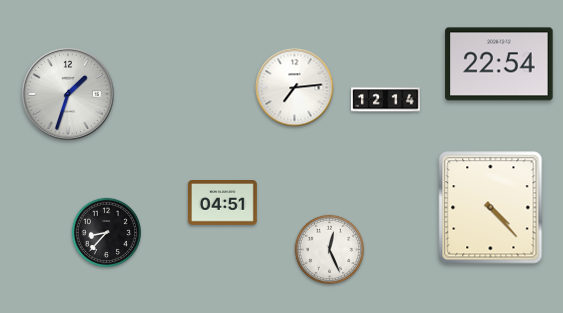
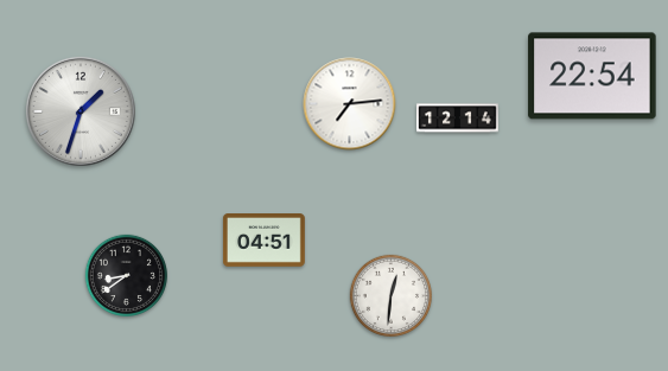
clock at (491, 208): 4:23 -> none
clock at (106, 232): 8:37 -> 8:39
clock at (329, 249): 12:26 -> 12:31
